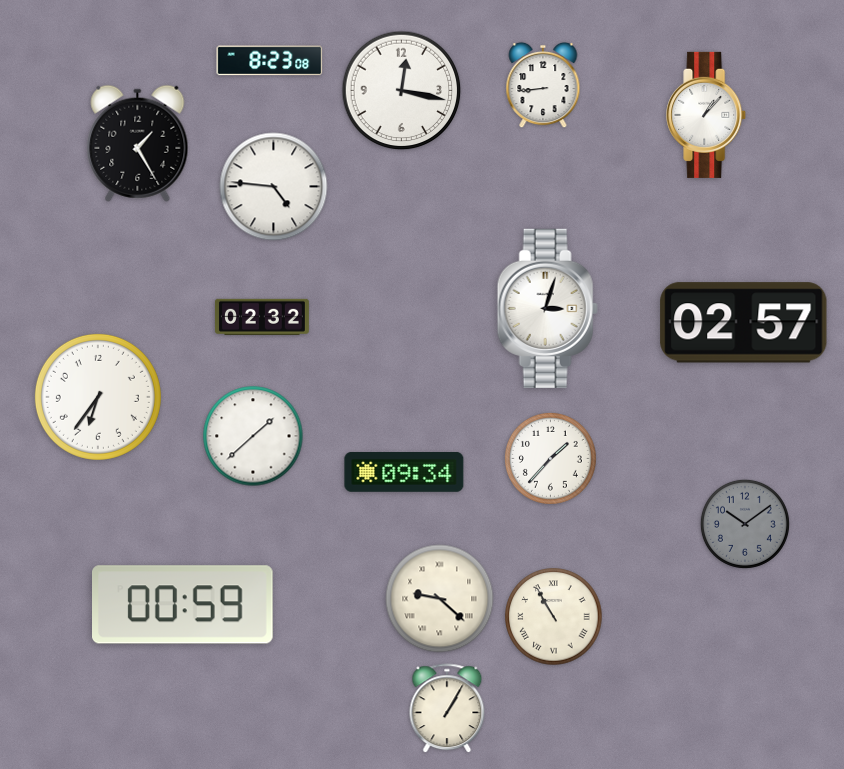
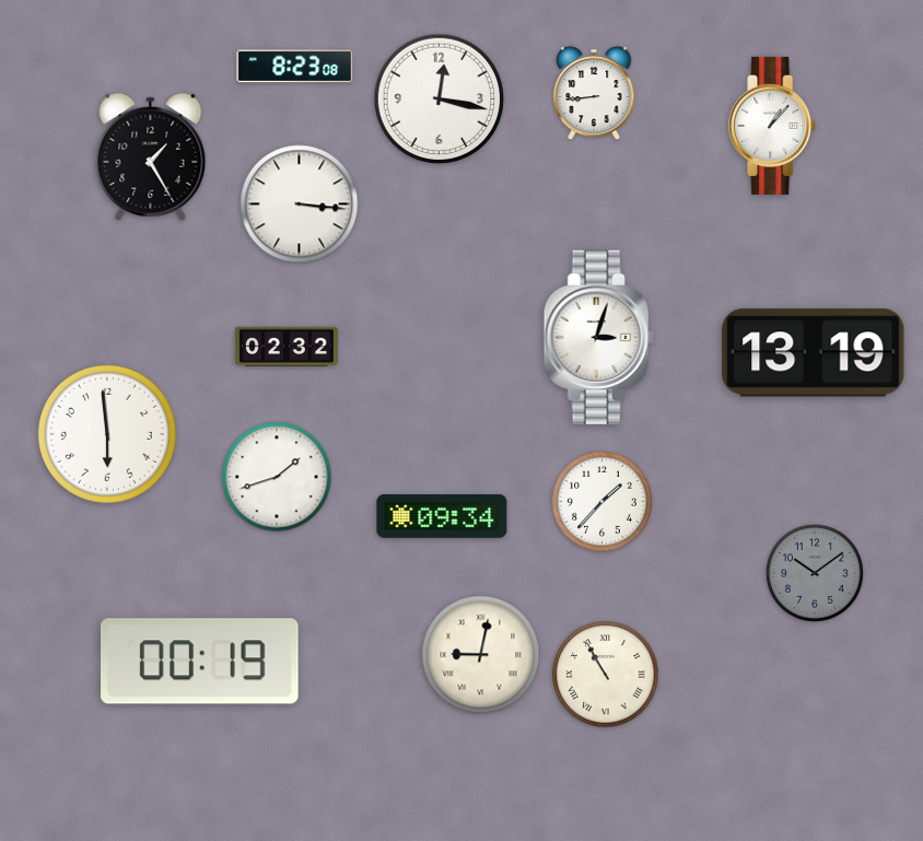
clock at (274, 187): 4:46 -> 3:16
clock at (744, 323): 02:57 -> 13:19
clock at (98, 397): 6:36 -> 5:59
clock at (253, 436): 1:38 -> 1:42
clock at (440, 599): 9:22 -> 9:02
clock at (183, 605): 00:59 -> 00:19
clock at (447, 709): 1:05 -> none
